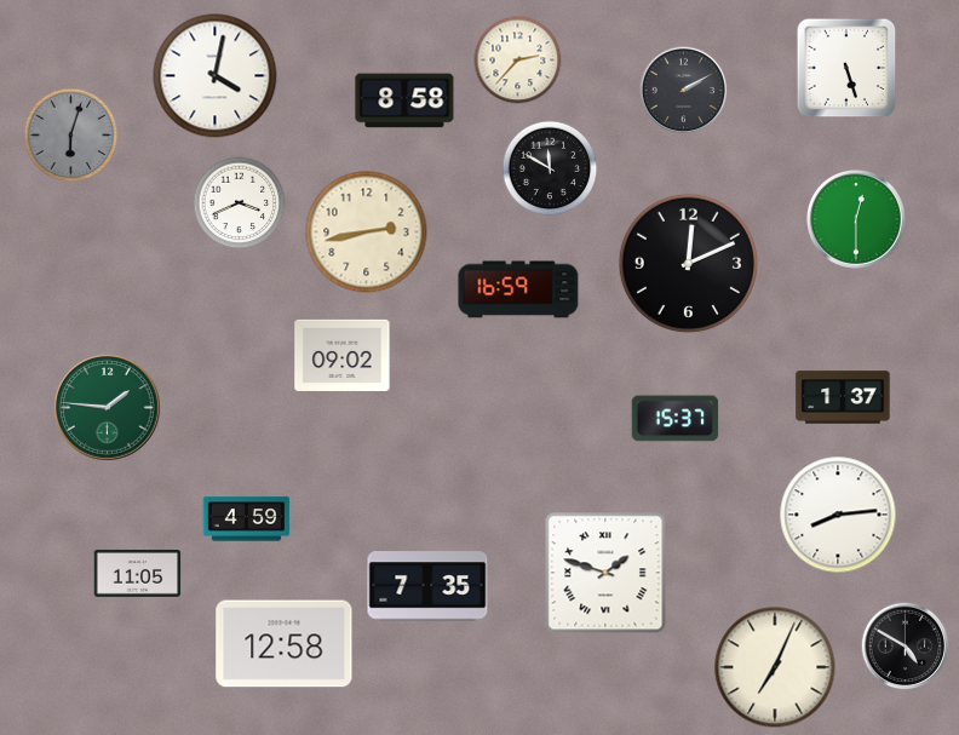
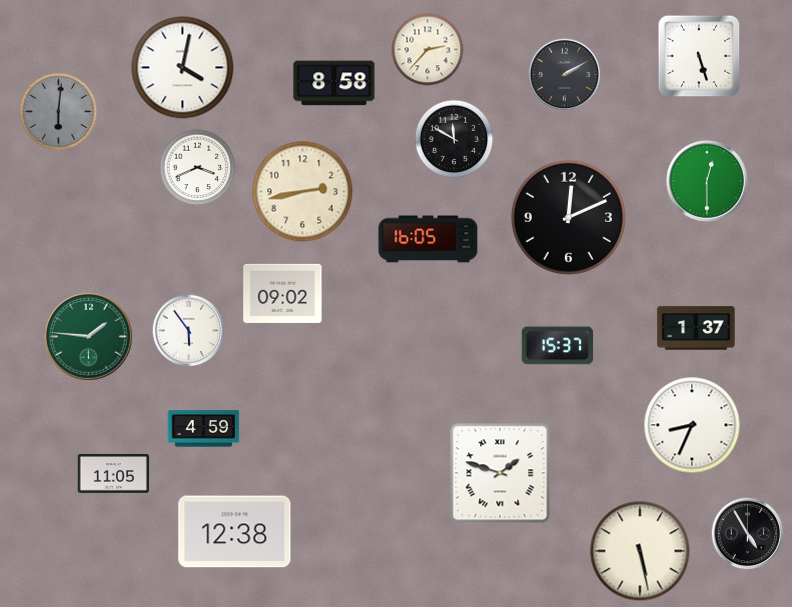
clock at (216, 76) position: (216, 76) -> (183, 68)
clock at (71, 136): 6:03 -> 6:01
clock at (518, 289): 16:59 -> 16:05
clock at (189, 331): none -> 5:54
clock at (838, 515): 8:14 -> 8:34
clock at (427, 586): 7:35 -> none
clock at (285, 644): 12:58 -> 12:38
clock at (906, 647): 4:50 -> 4:55
clock at (775, 667): 7:04 -> 5:28
